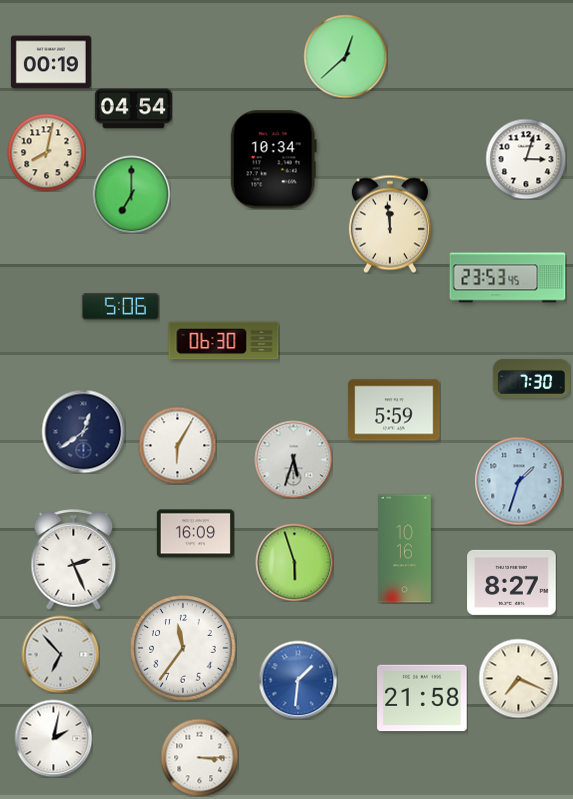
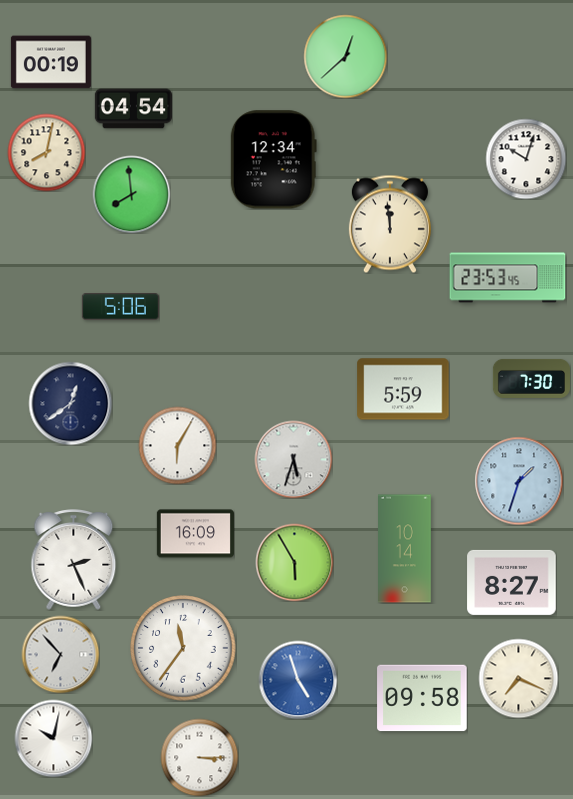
clock at (526, 159): 3:03 -> 10:03
clock at (273, 160): 10:34 -> 12:34
clock at (131, 194): 7:00 -> 7:59
clock at (224, 341): 06:30 -> none
clock at (394, 410) position: (394, 410) -> (403, 389)
clock at (83, 431) position: (83, 431) -> (70, 403)
clock at (405, 549): 10:16 -> 10:14
clock at (294, 562): 5:57 -> 5:55
clock at (298, 680): 1:31 -> 4:57
clock at (422, 698): 21:58 -> 09:58
clock at (53, 738): 2:02 -> 10:02
